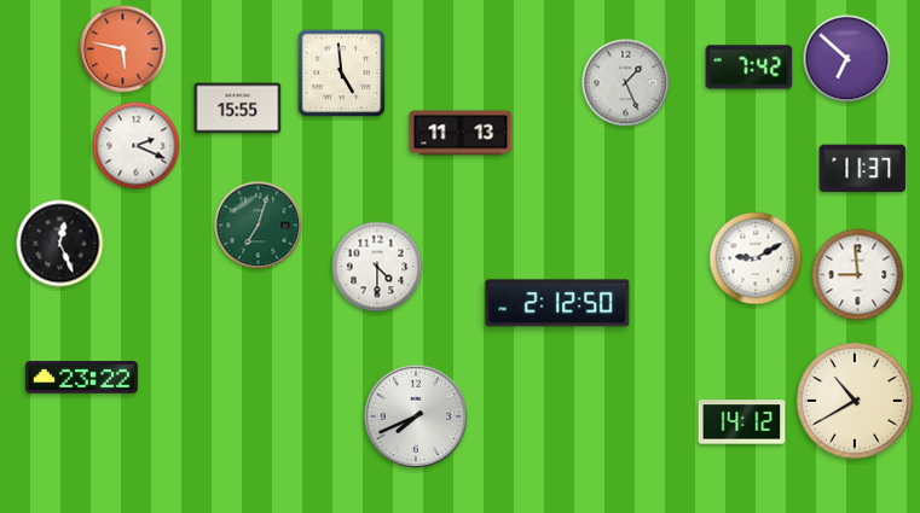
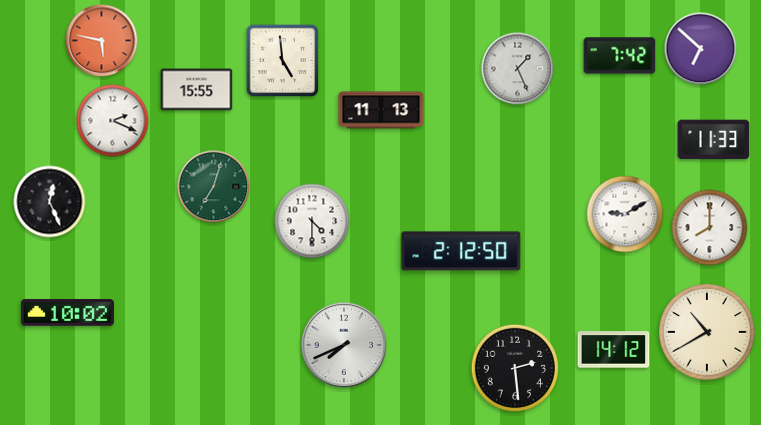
clock at (863, 169): 11:37 -> 11:33
clock at (858, 275): 8:59 -> 8:00
clock at (81, 378): 23:22 -> 10:02
clock at (515, 368): none -> 2:29
